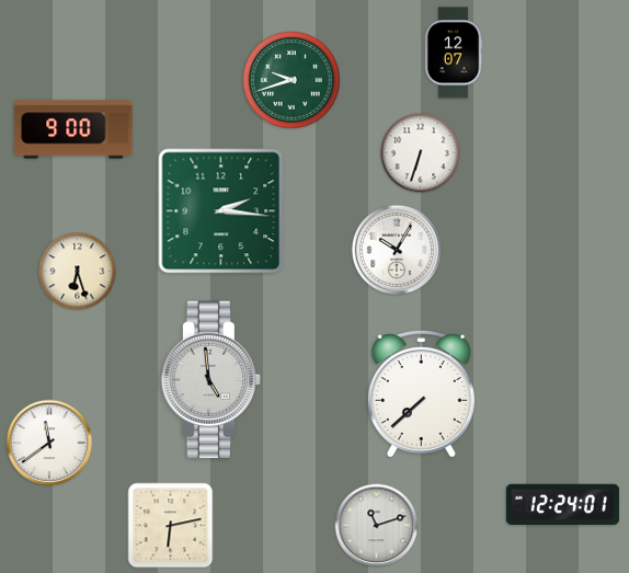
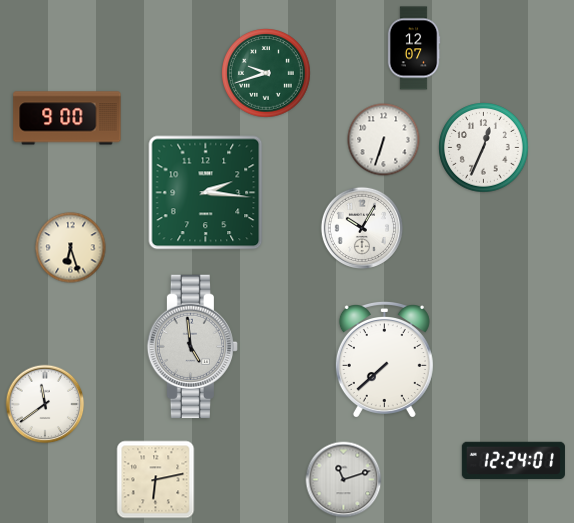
clock at (484, 148): none -> 12:34
clock at (221, 211) position: (221, 211) -> (206, 193)
